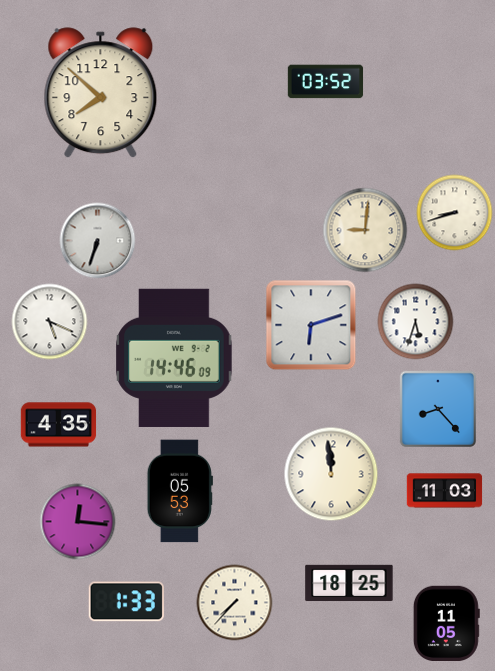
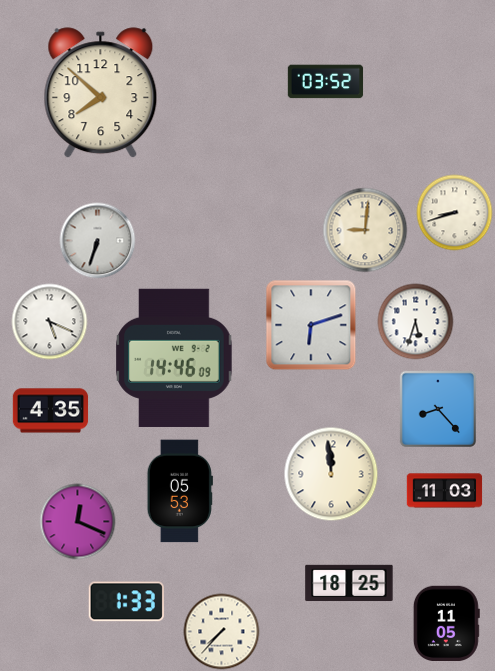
clock at (59, 425) position: (59, 425) -> (51, 411)
clock at (78, 522): 12:16 -> 12:19
clock at (235, 603) position: (235, 603) -> (222, 632)
